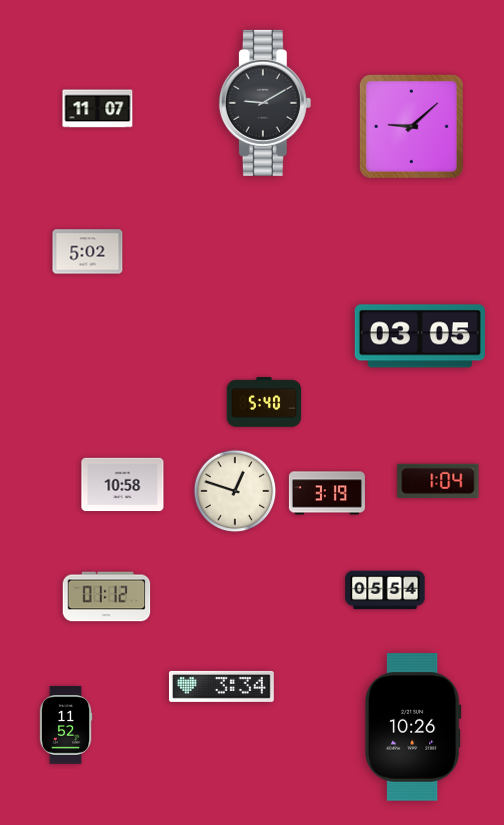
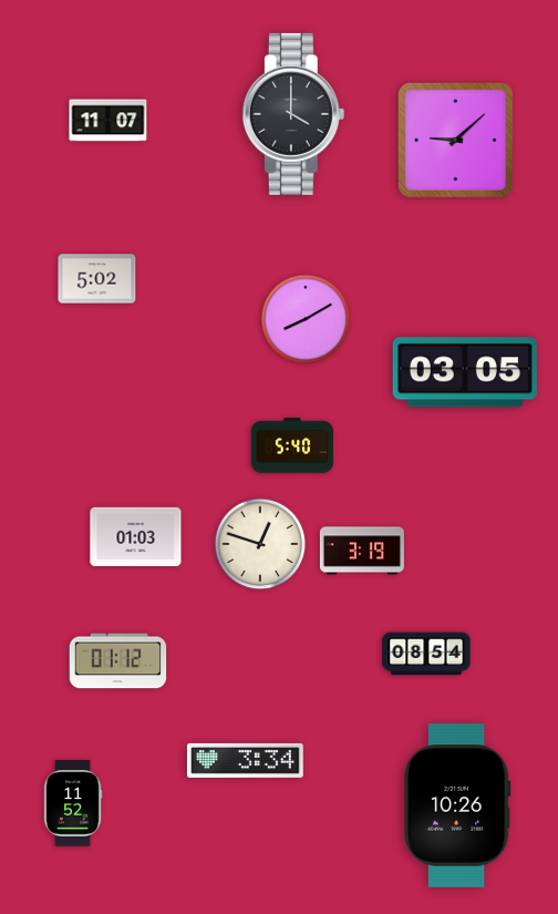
clock at (265, 103): 9:10 -> 4:00
clock at (306, 319): none -> 8:10
clock at (438, 481): 1:04 -> none
clock at (123, 485): 10:58 -> 01:03
clock at (327, 493) position: (327, 493) -> (362, 551)
clock at (385, 590): 05:54 -> 08:54
